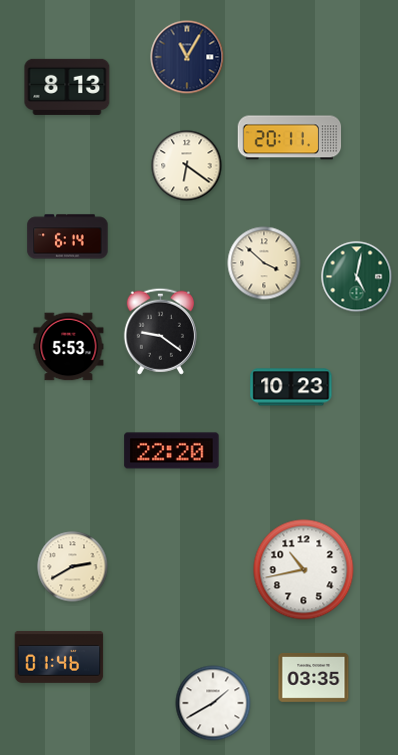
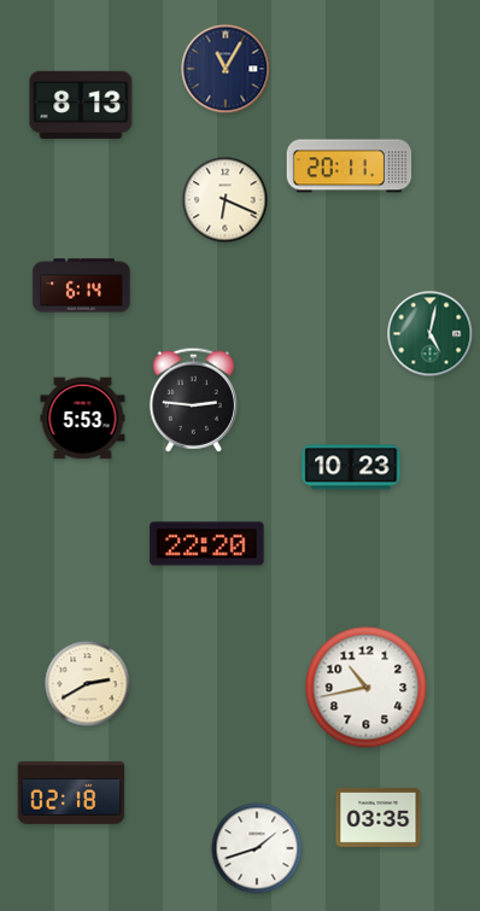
clock at (187, 166): 6:21 -> 6:19
clock at (264, 263): 3:52 -> none
clock at (160, 331): 9:21 -> 2:46
clock at (59, 657): 01:46 -> 02:18
clock at (213, 703): 1:40 -> 1:42
